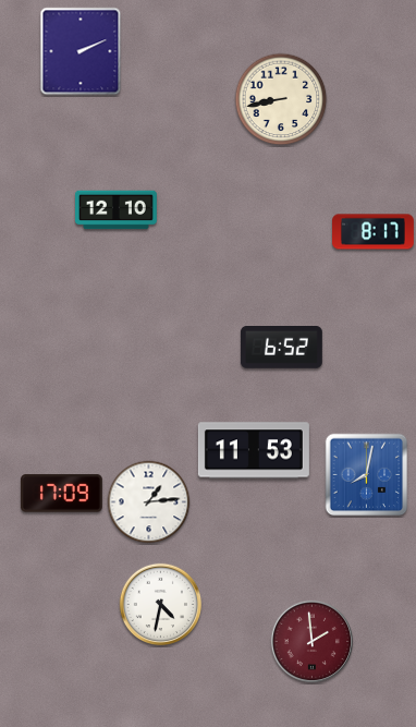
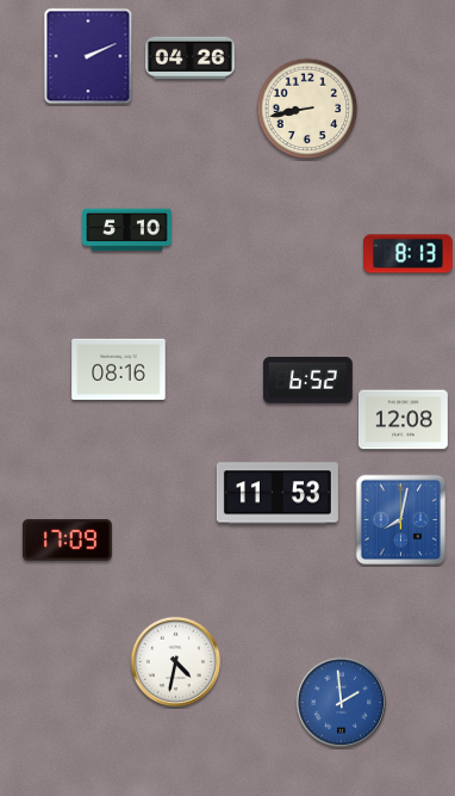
clock at (191, 58): none -> 04:26
clock at (117, 210): 12:10 -> 5:10
clock at (374, 232): 8:17 -> 8:13
clock at (119, 369): none -> 08:16
clock at (404, 420): none -> 12:08
clock at (149, 502): 1:14 -> none
clock at (311, 641) dial: burgundy -> blue
